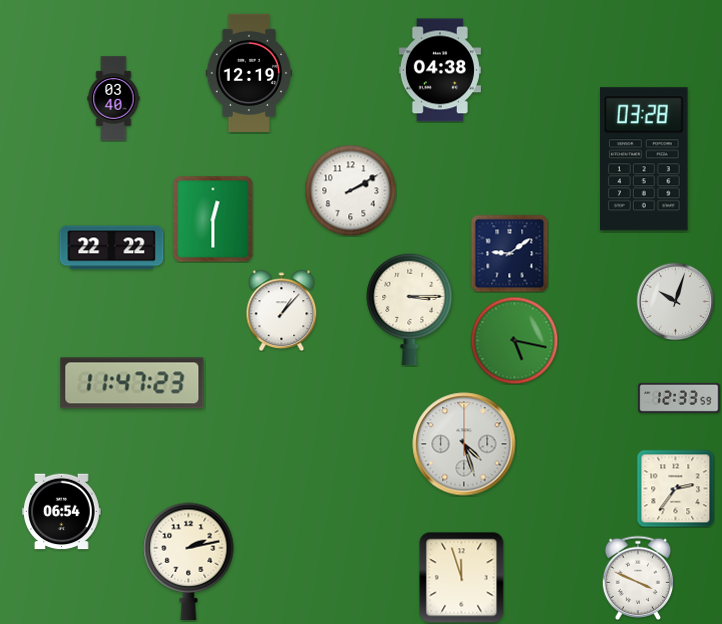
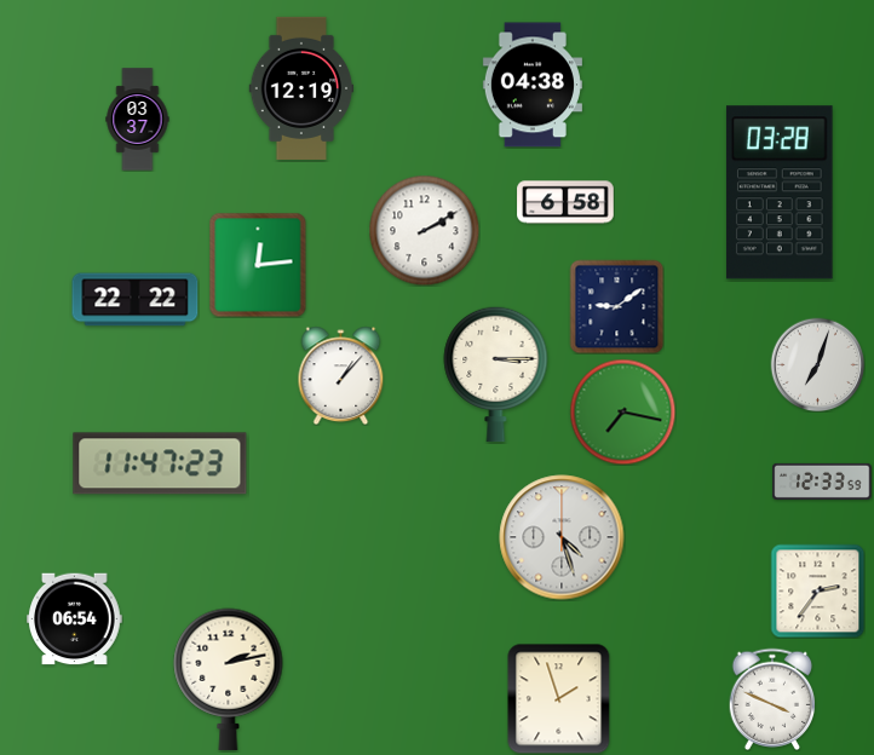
clock at (114, 99): 03:40 -> 03:37
clock at (565, 202): none -> 6:58
clock at (213, 219): 12:30 -> 12:14
clock at (675, 301): 10:03 -> 7:03
clock at (514, 340): 5:17 -> 7:17
clock at (462, 577): 11:57 -> 1:57
